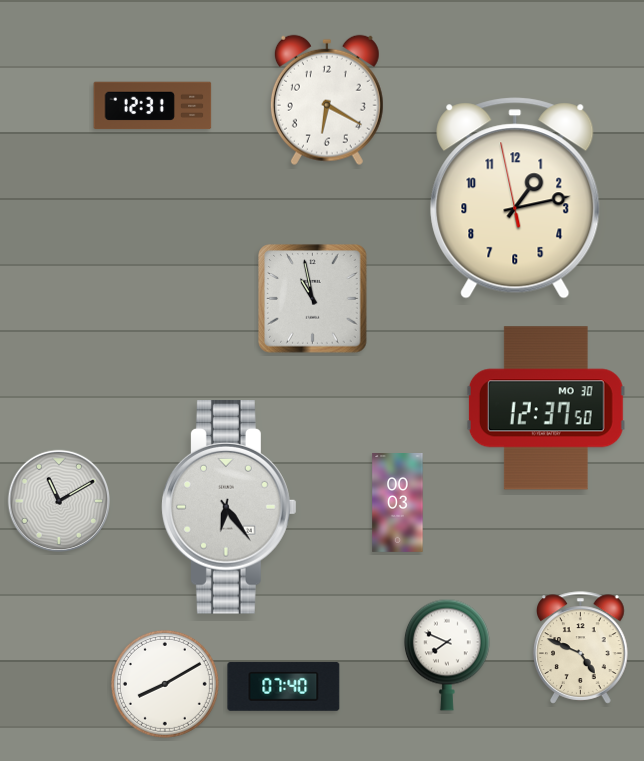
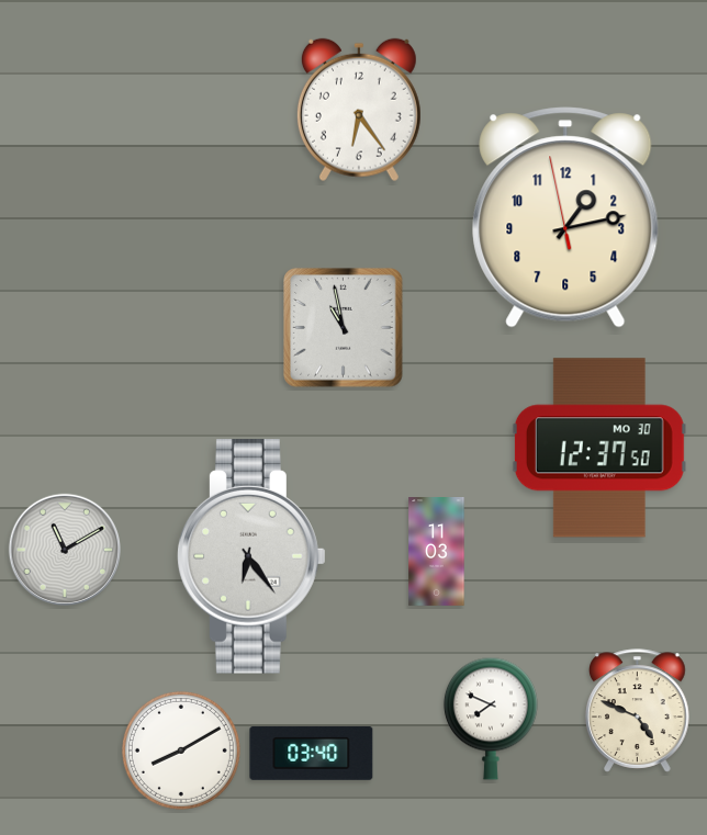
clock at (327, 100): 6:20 -> 6:24
clock at (153, 106): 12:31 -> none
clock at (398, 503): 00:03 -> 11:03
clock at (284, 686): 07:40 -> 03:40
